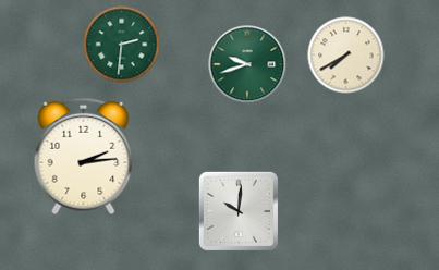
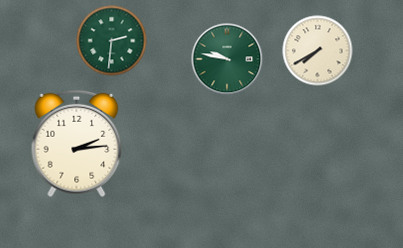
clock at (247, 64): 9:42 -> 9:47
clock at (239, 211): 10:01 -> none
